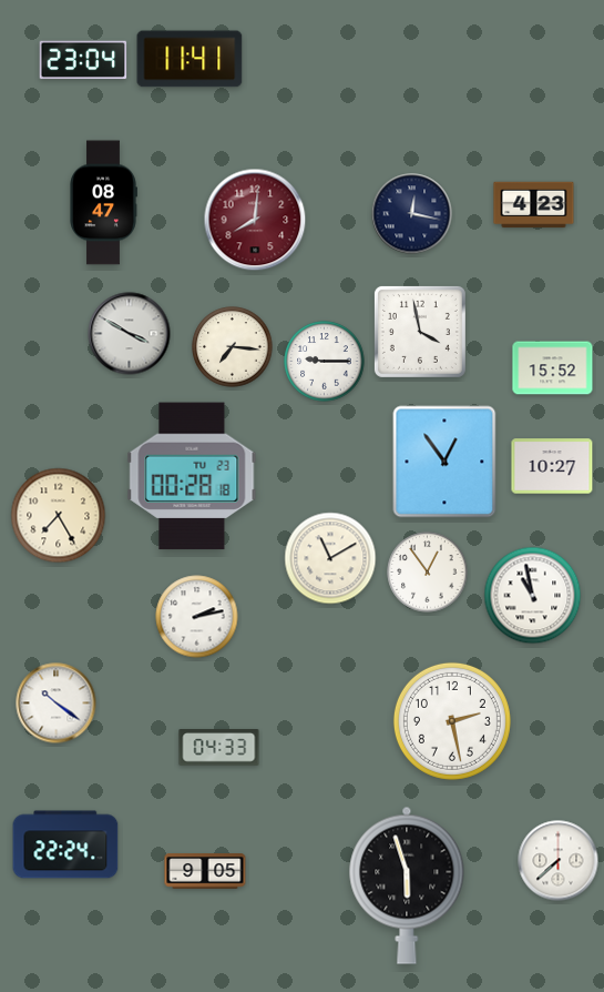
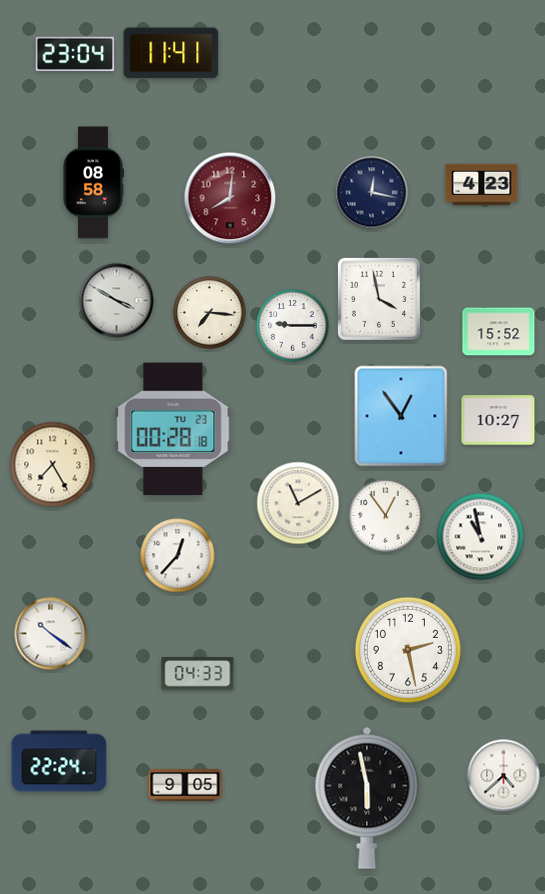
clock at (103, 203): 08:47 -> 08:58
clock at (197, 617): 2:13 -> 12:37
clock at (559, 861): 7:38 -> 4:38
clock at (407, 885): 5:57 -> 5:58
